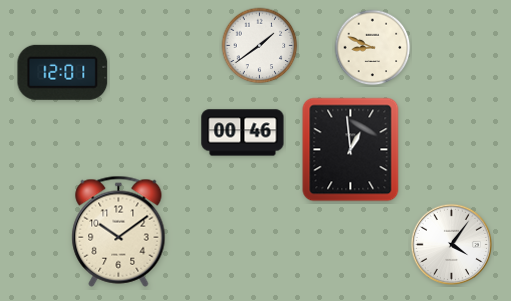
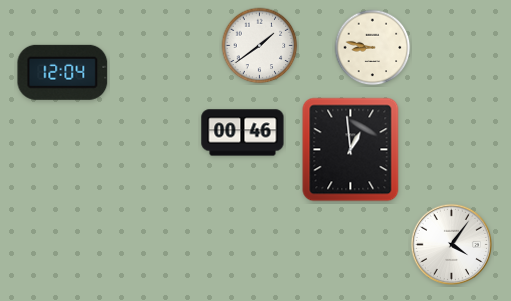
clock at (373, 48): 8:49 -> 8:47
clock at (63, 72): 12:01 -> 12:04
clock at (119, 231): 10:09 -> none
